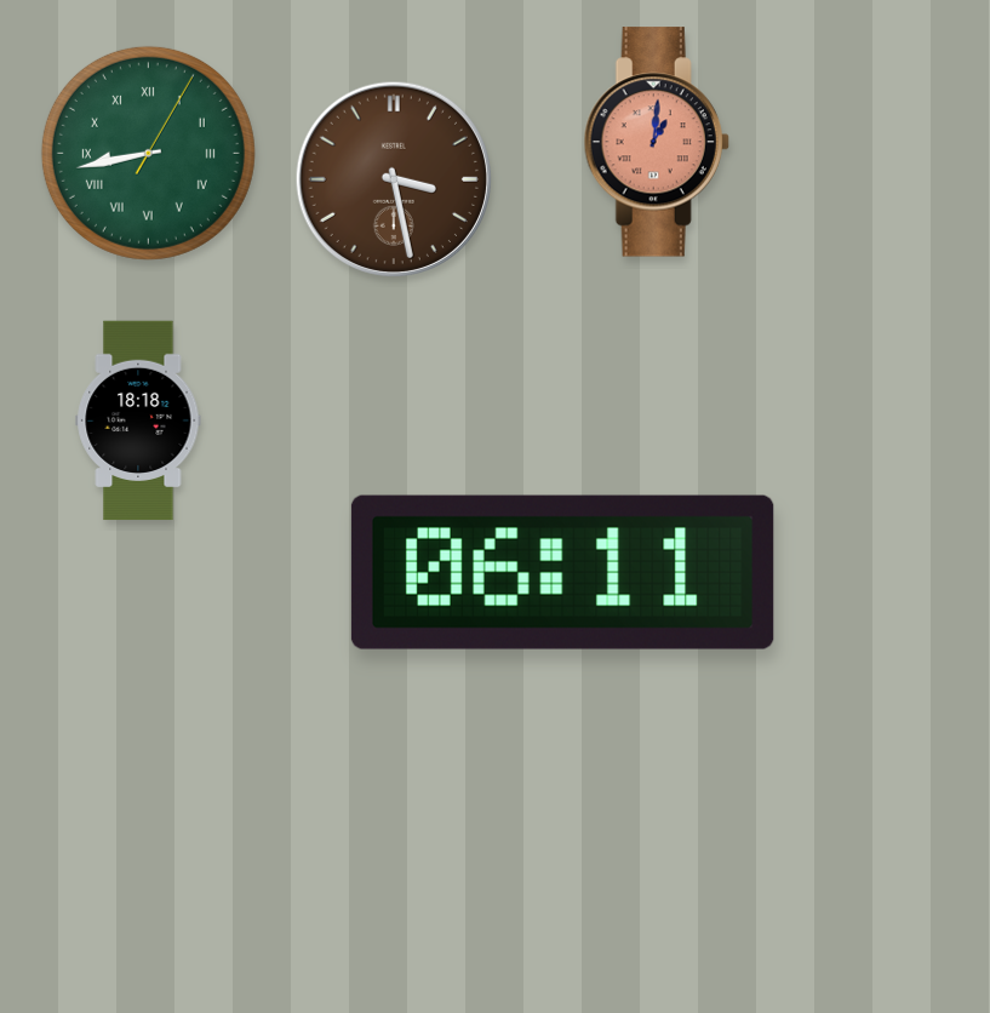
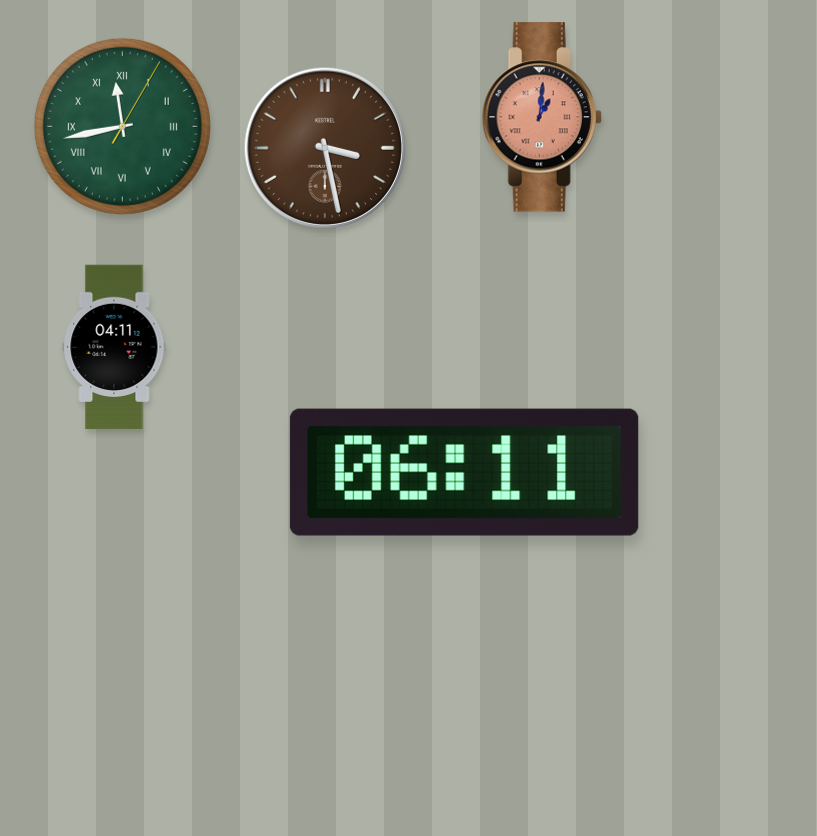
clock at (148, 153): 8:43 -> 11:43
clock at (138, 420): 18:18 -> 04:11
